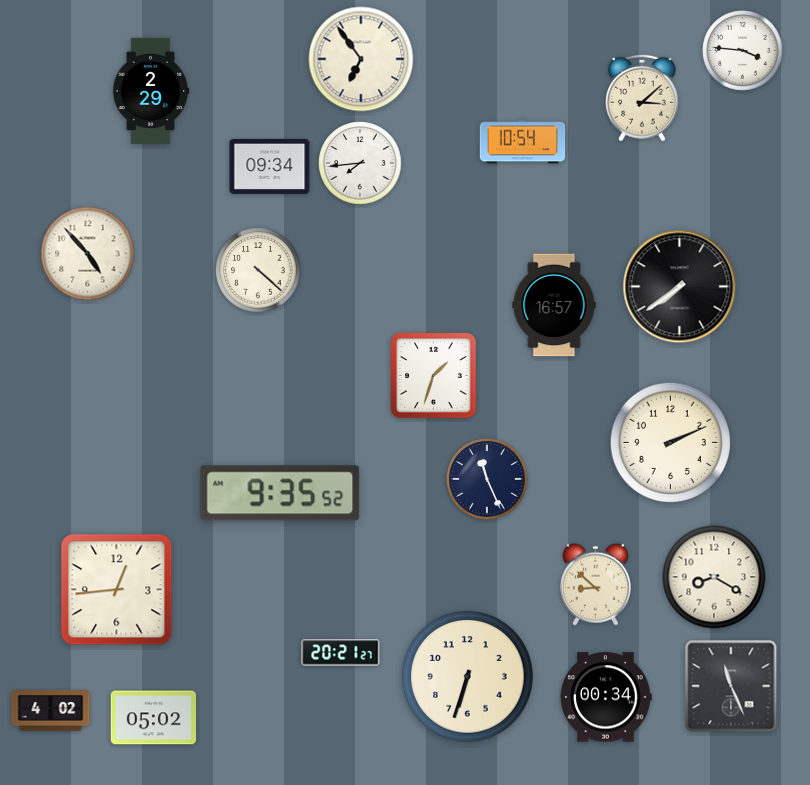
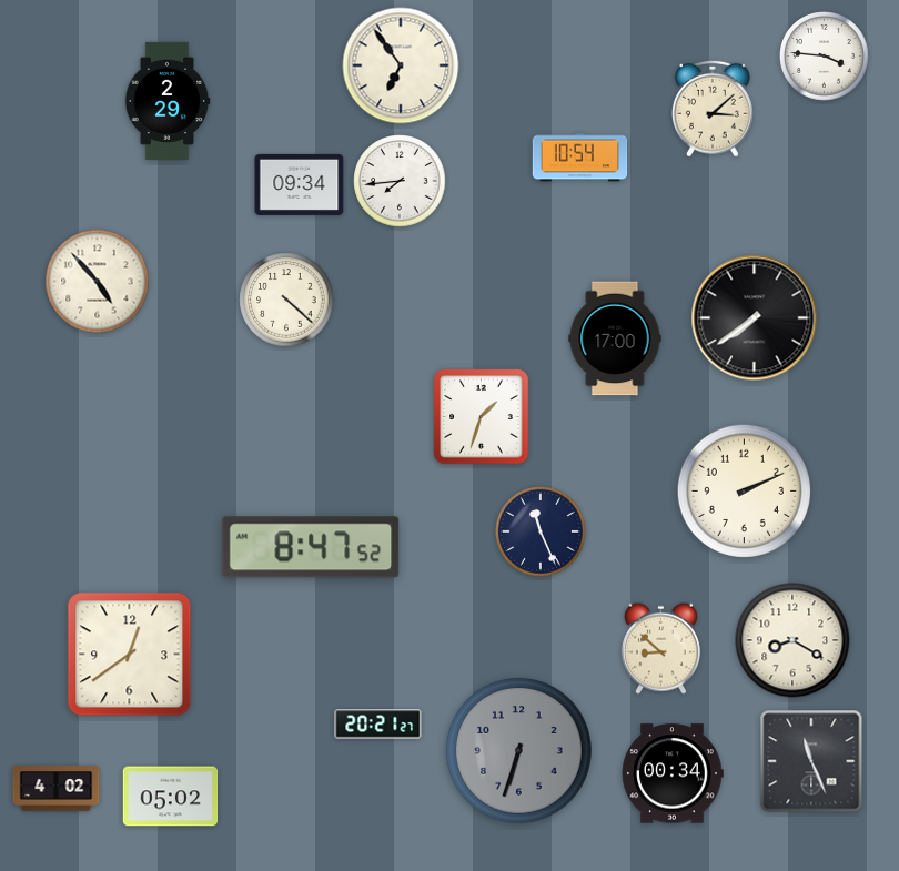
clock at (554, 305): 16:57 -> 17:00
clock at (280, 493): 9:35 -> 8:47
clock at (117, 590): 12:44 -> 12:39
clock at (468, 677) dial: cream -> grey
